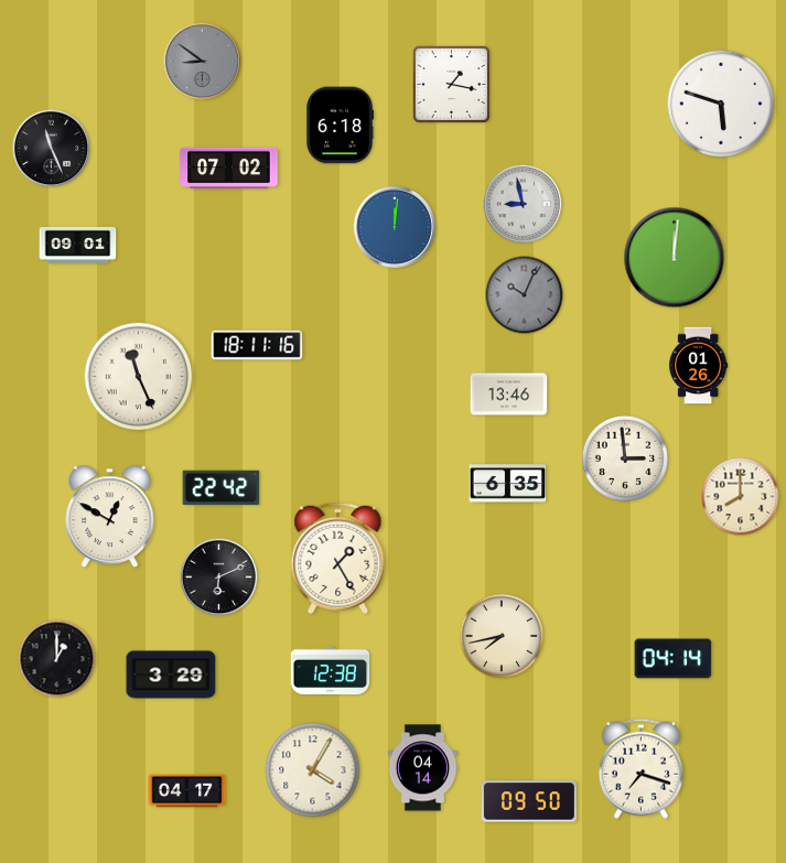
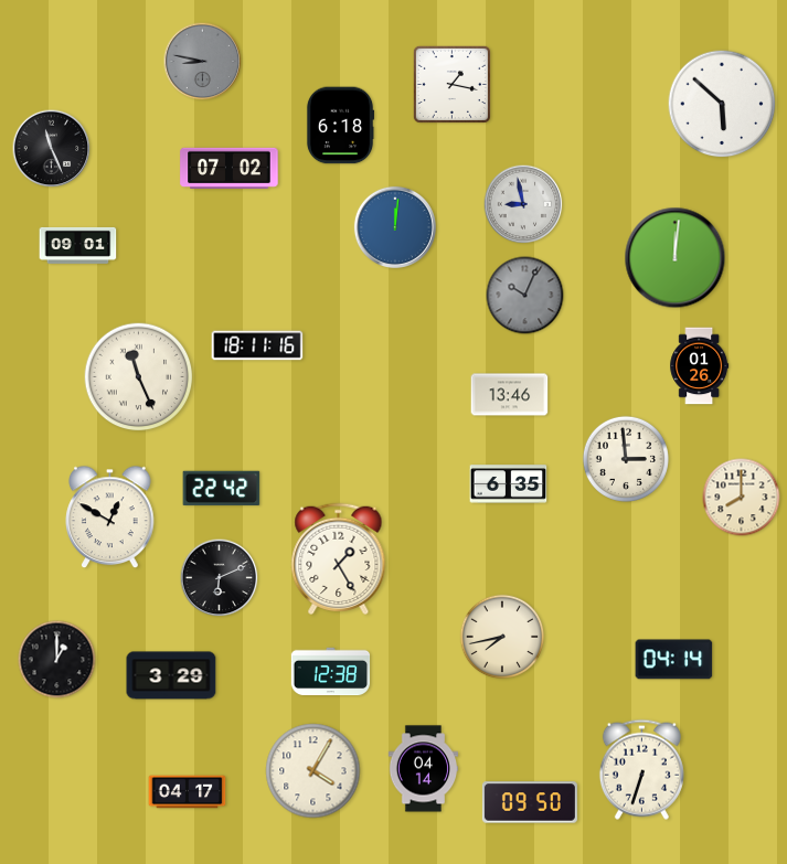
clock at (203, 62): 8:51 -> 8:47
clock at (721, 104): 5:48 -> 5:52
clock at (640, 768): 7:18 -> 6:33
